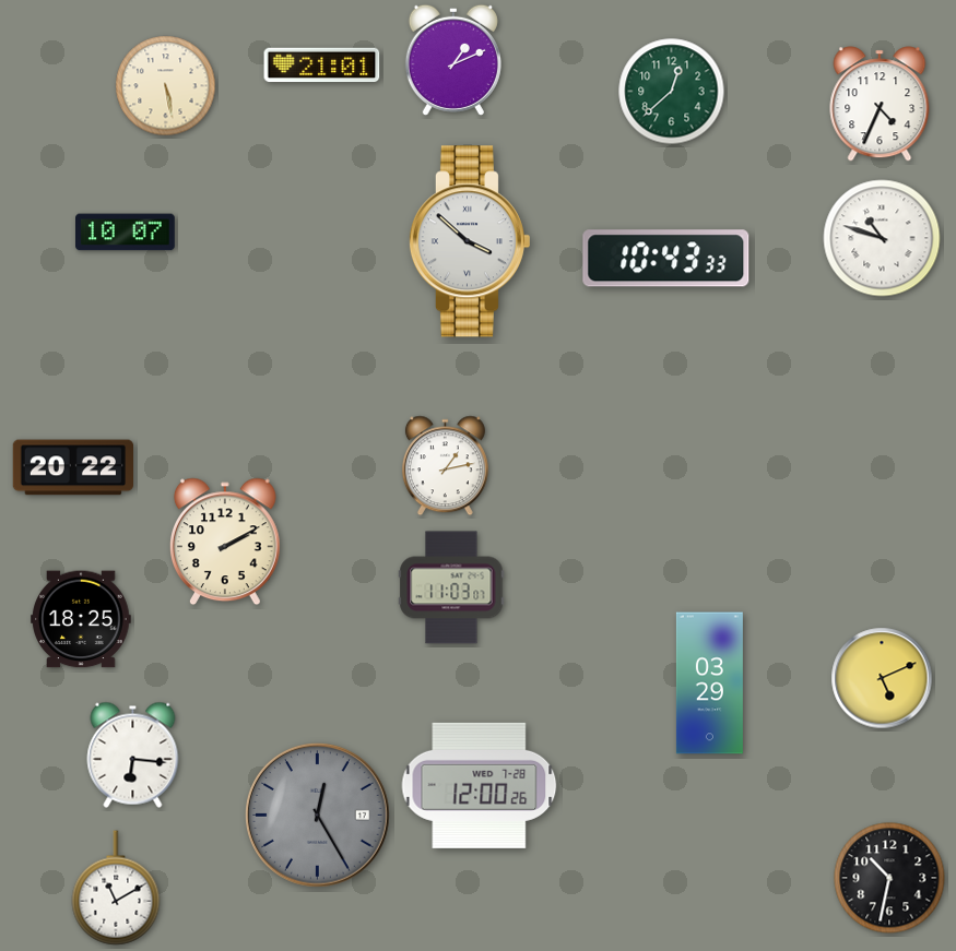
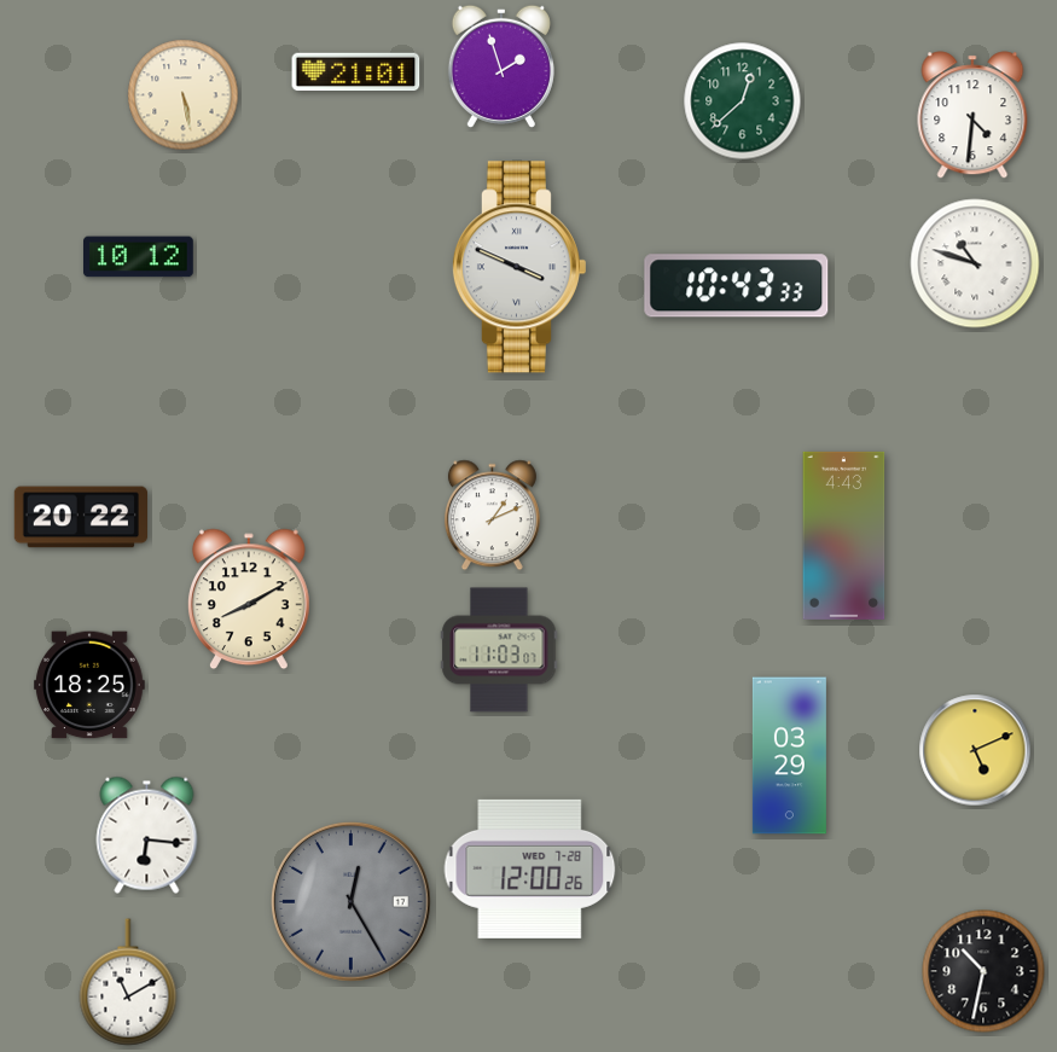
clock at (453, 60): 1:11 -> 1:57
clock at (880, 104): 4:34 -> 4:31
clock at (126, 233): 10:07 -> 10:12
clock at (469, 241): 3:52 -> 3:49
clock at (445, 466): 1:13 -> 1:11
clock at (844, 535): none -> 4:43
clock at (225, 542): 2:10 -> 8:10
clock at (709, 683) position: (709, 683) -> (789, 756)
